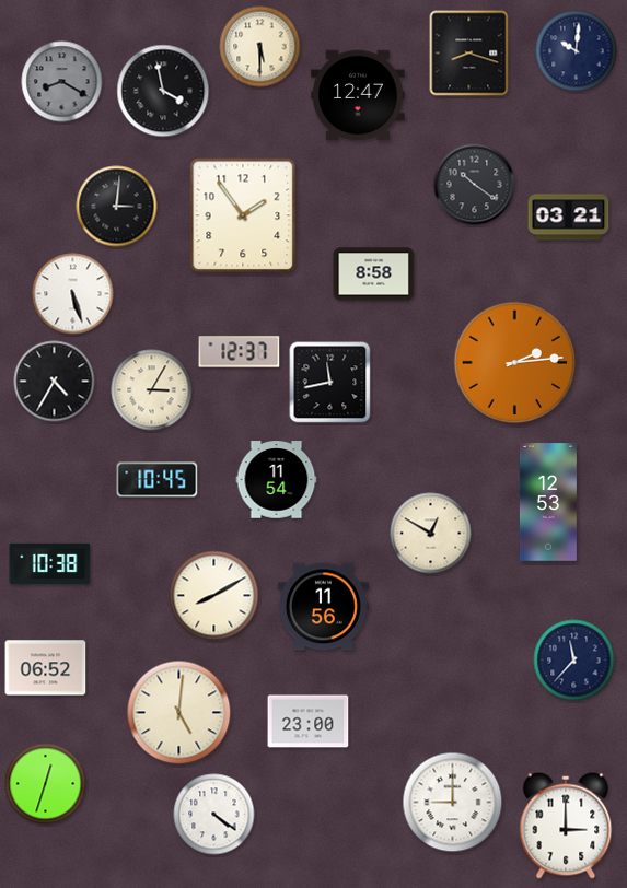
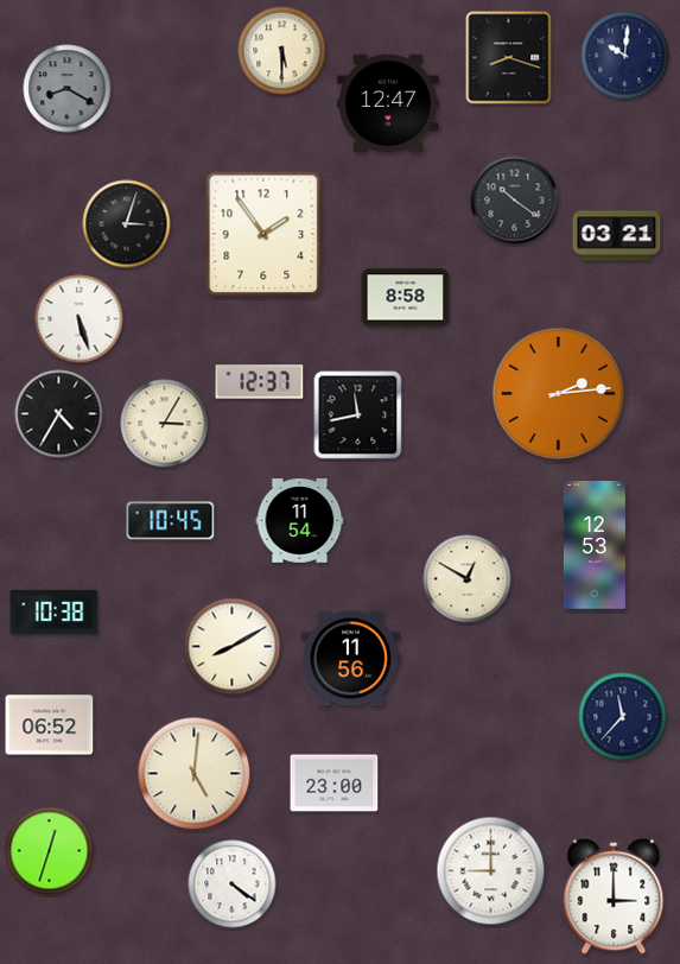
clock at (163, 91): 3:58 -> none
clock at (117, 207): 3:01 -> 3:03
